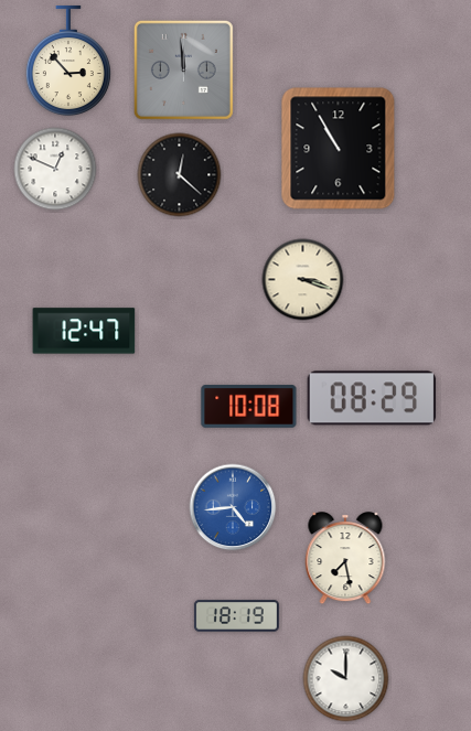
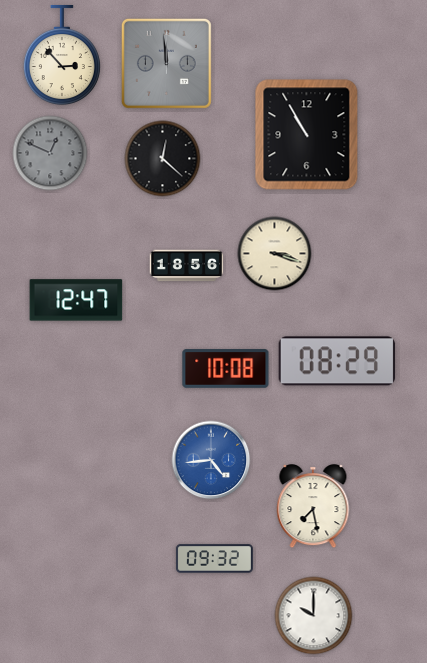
clock at (55, 169) dial: white -> grey
clock at (187, 266): none -> 18:56
clock at (236, 616): 18:19 -> 09:32
